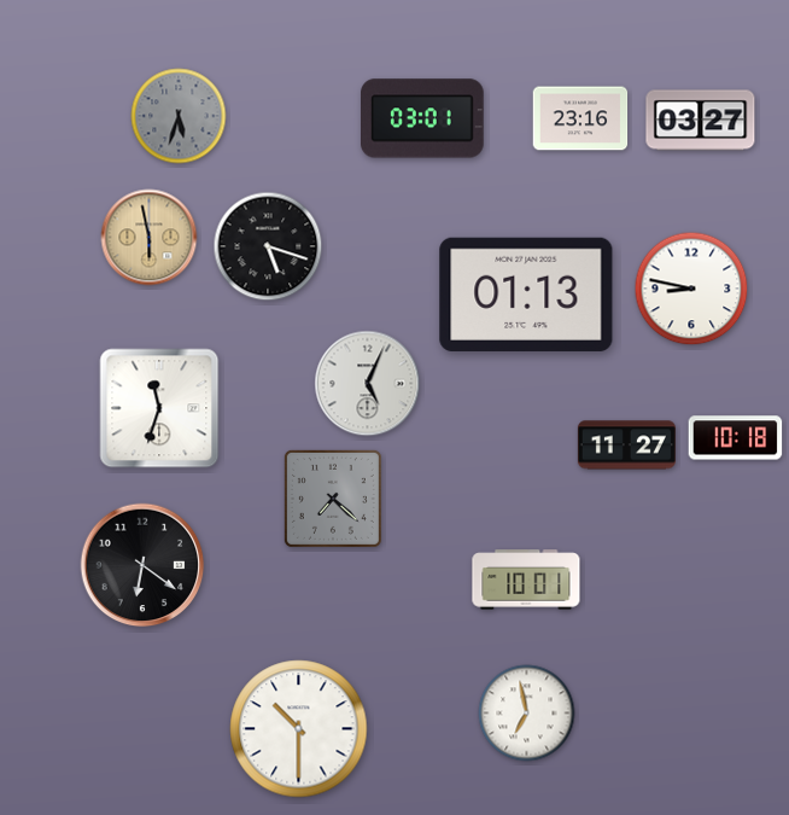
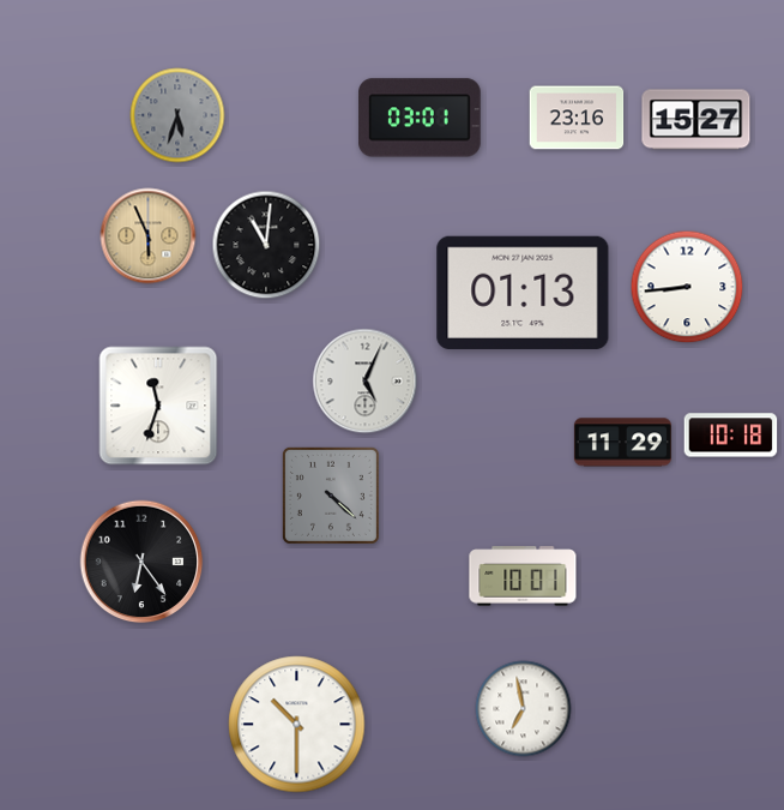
clock at (701, 121): 03:27 -> 15:27
clock at (150, 238): 5:58 -> 5:56
clock at (268, 246): 5:18 -> 11:01
clock at (691, 289): 8:47 -> 8:44
clock at (626, 446): 11:27 -> 11:29
clock at (333, 499): 7:22 -> 4:22
clock at (142, 565): 6:21 -> 6:24
